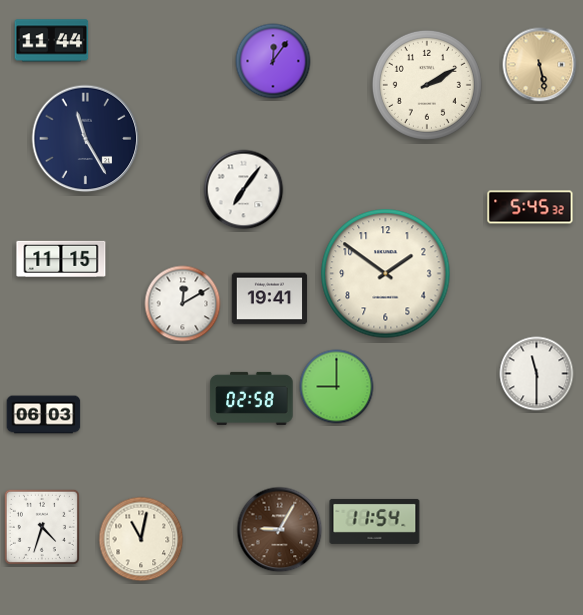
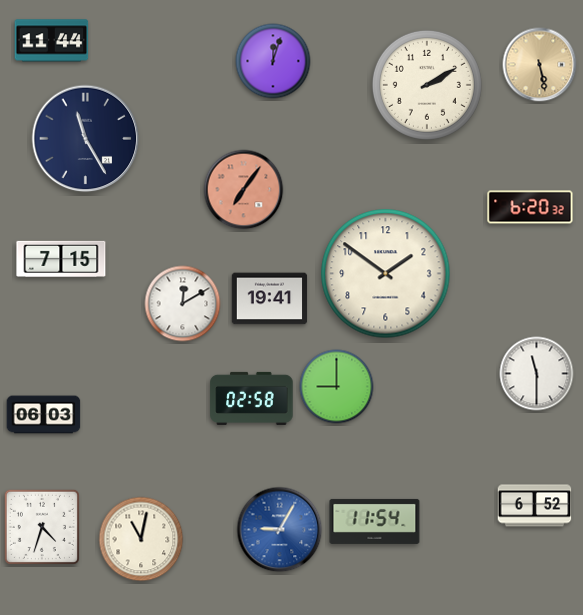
clock at (273, 61): 12:06 -> 12:03
clock at (244, 190) dial: white -> salmon
clock at (530, 207): 5:45 -> 6:20
clock at (61, 258): 11:15 -> 7:15
clock at (535, 506): none -> 6:52
clock at (280, 530) dial: brown -> blue
